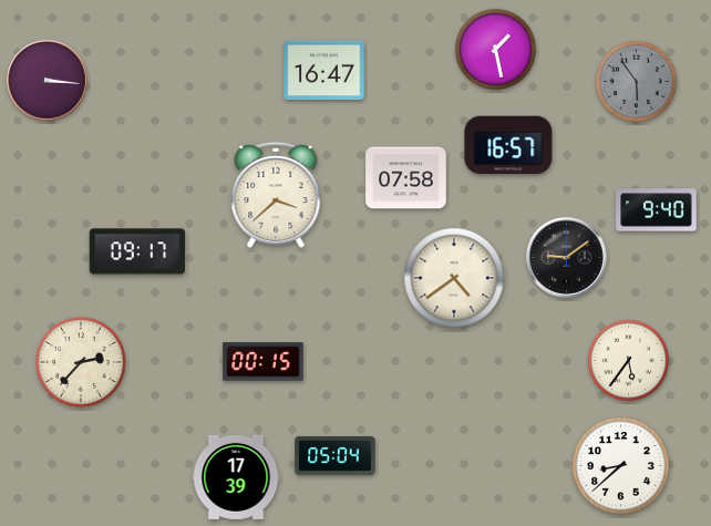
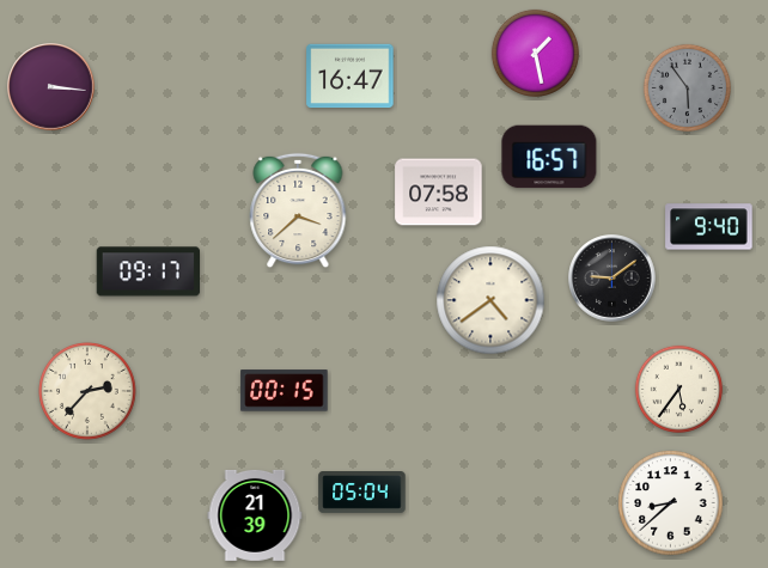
clock at (236, 477): 17:39 -> 21:39
